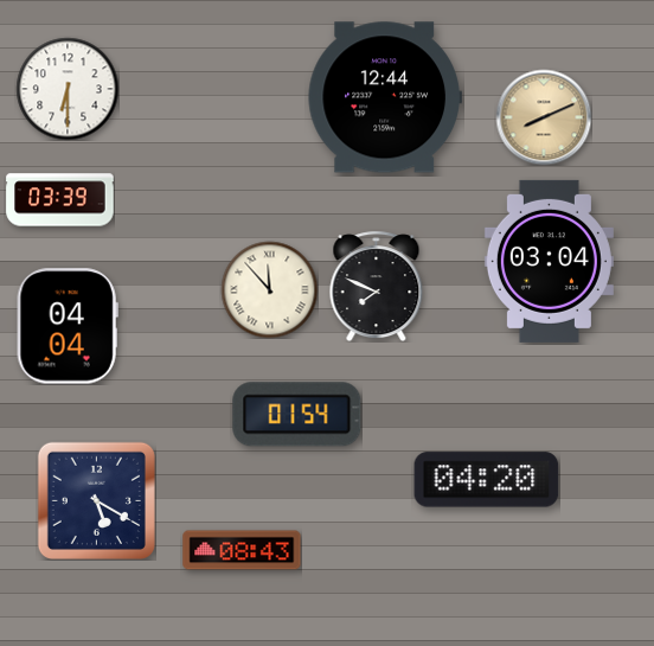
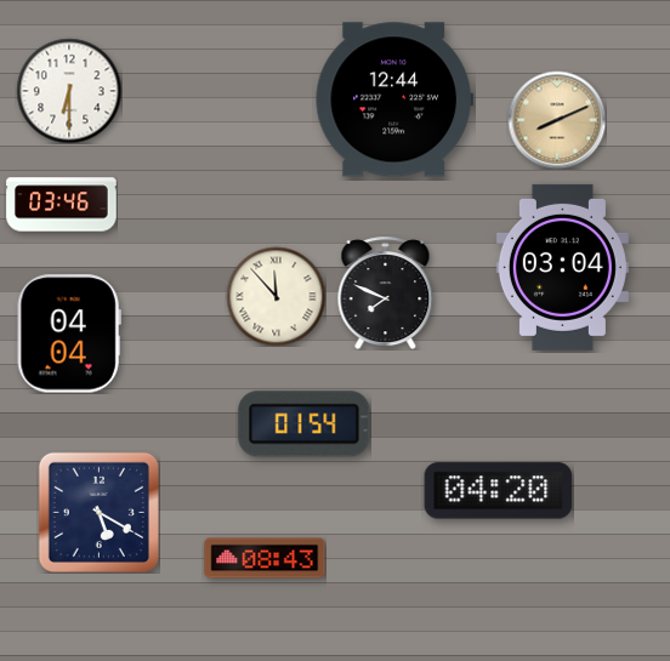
clock at (60, 200): 03:39 -> 03:46
clock at (242, 550) position: (242, 550) -> (265, 558)
